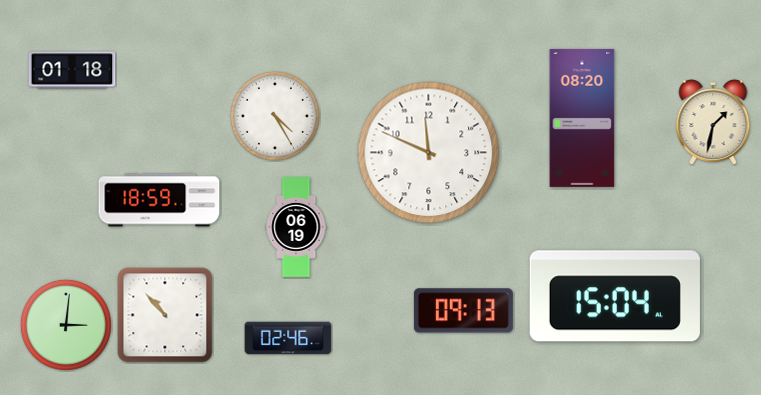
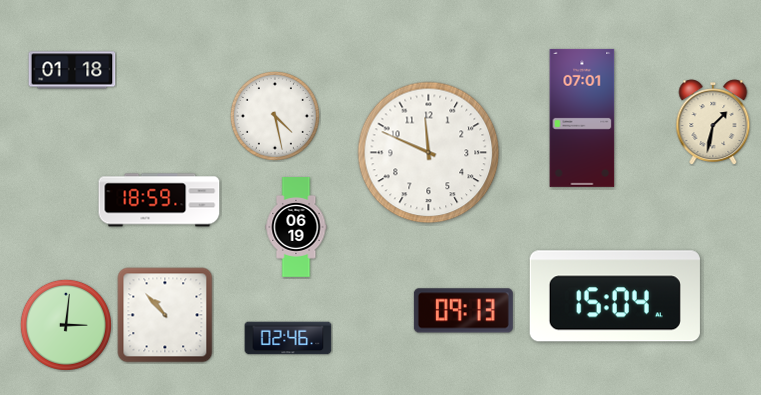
clock at (275, 116): 4:25 -> 4:28
clock at (582, 118): 08:20 -> 07:01
